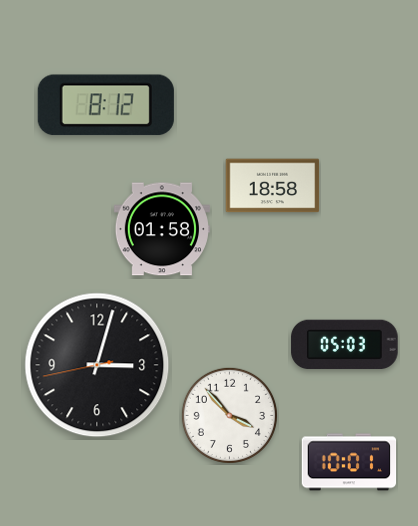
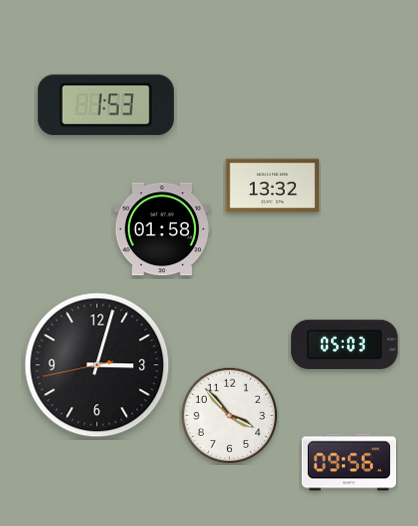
clock at (106, 105): 8:12 -> 1:53
clock at (273, 186): 18:58 -> 13:32
clock at (349, 462): 10:01 -> 09:56
